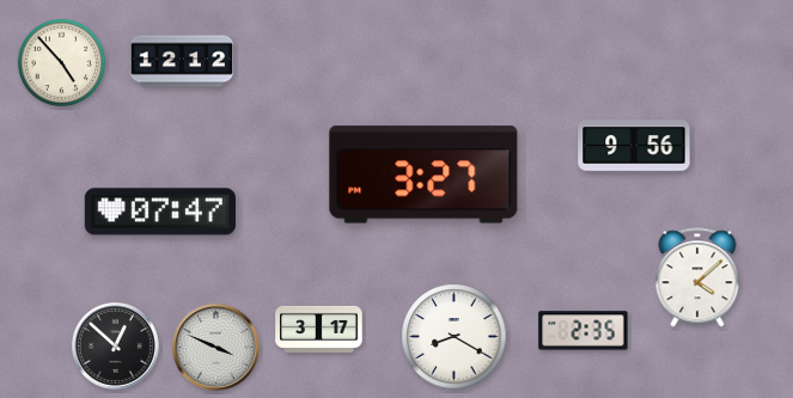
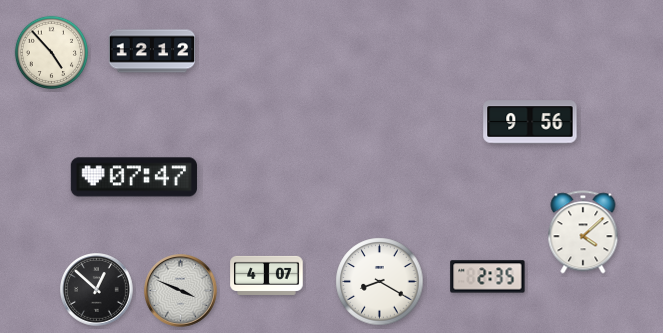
clock at (423, 174): 3:27 -> none
clock at (319, 329): 3:17 -> 4:07
